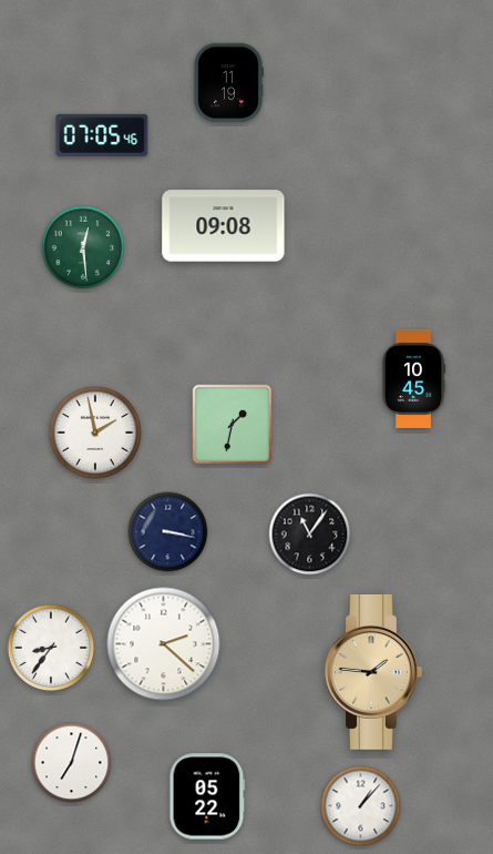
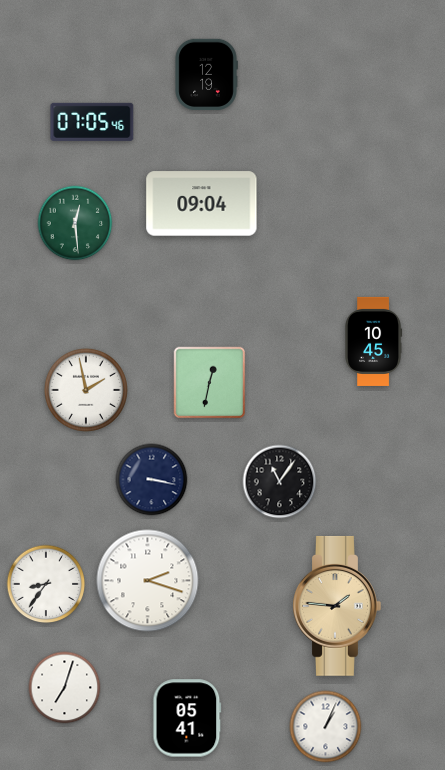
clock at (228, 83): 11:19 -> 12:19
clock at (224, 226): 09:08 -> 09:04
clock at (233, 425): 1:32 -> 12:32
clock at (164, 644): 2:22 -> 2:18
clock at (207, 796): 05:22 -> 05:41
clock at (361, 806): 1:07 -> 1:04
